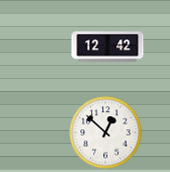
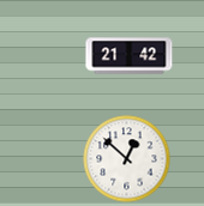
clock at (108, 47): 12:42 -> 21:42
